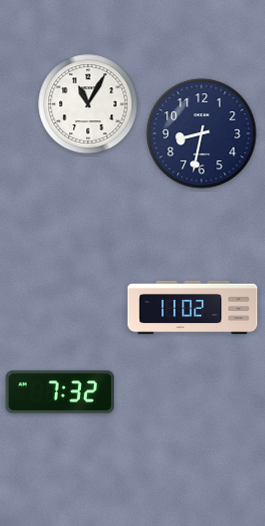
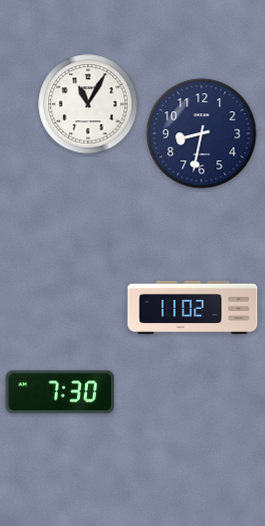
clock at (60, 392): 7:32 -> 7:30
